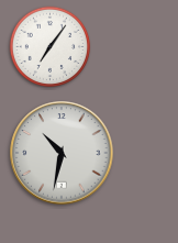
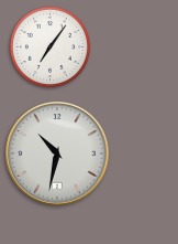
clock at (62, 153) position: (62, 153) -> (57, 153)
